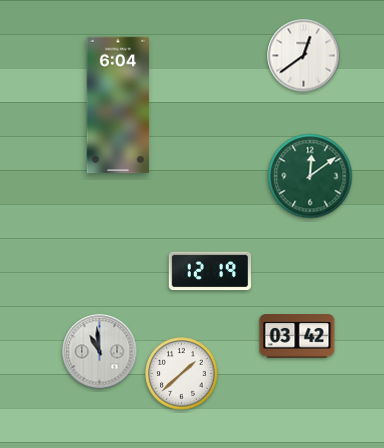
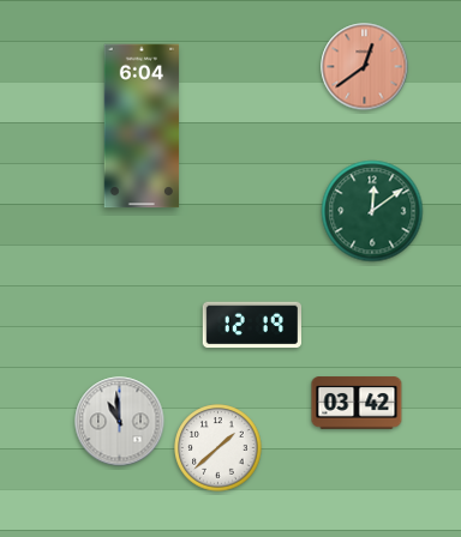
clock at (304, 56) dial: white -> salmon
